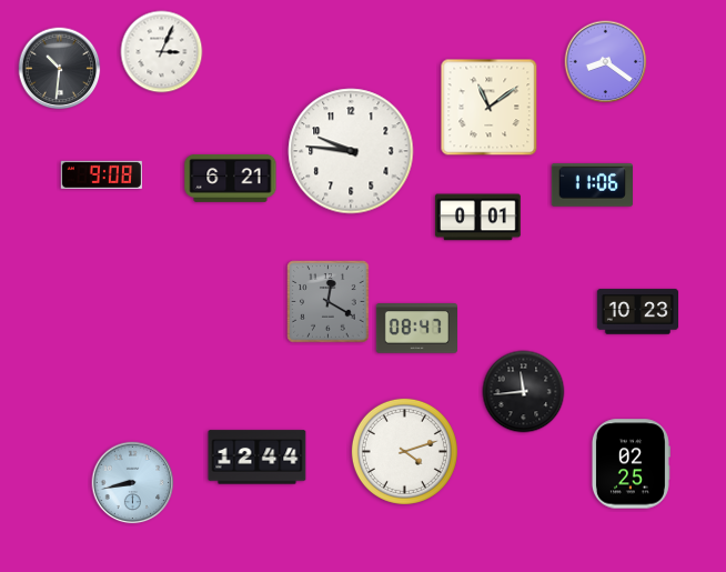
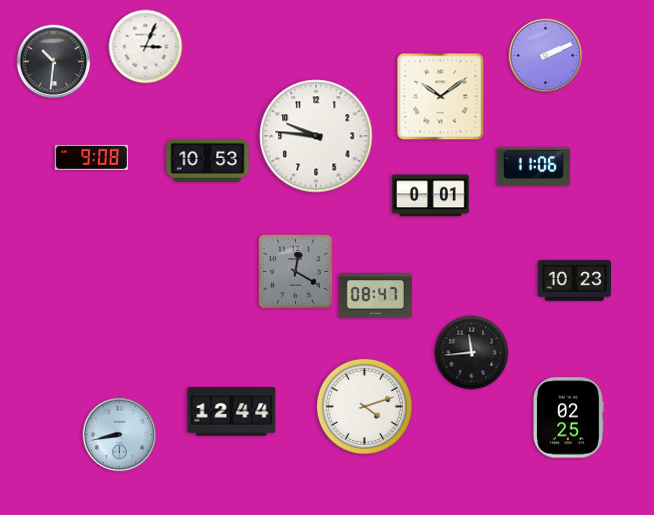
clock at (606, 62): 8:21 -> 2:11
clock at (490, 108): 11:09 -> 10:09
clock at (231, 178): 6:21 -> 10:53
